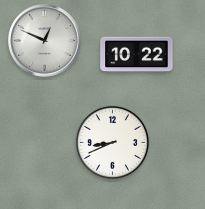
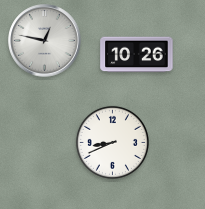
clock at (45, 41): 12:49 -> 12:47
clock at (137, 55): 10:22 -> 10:26
